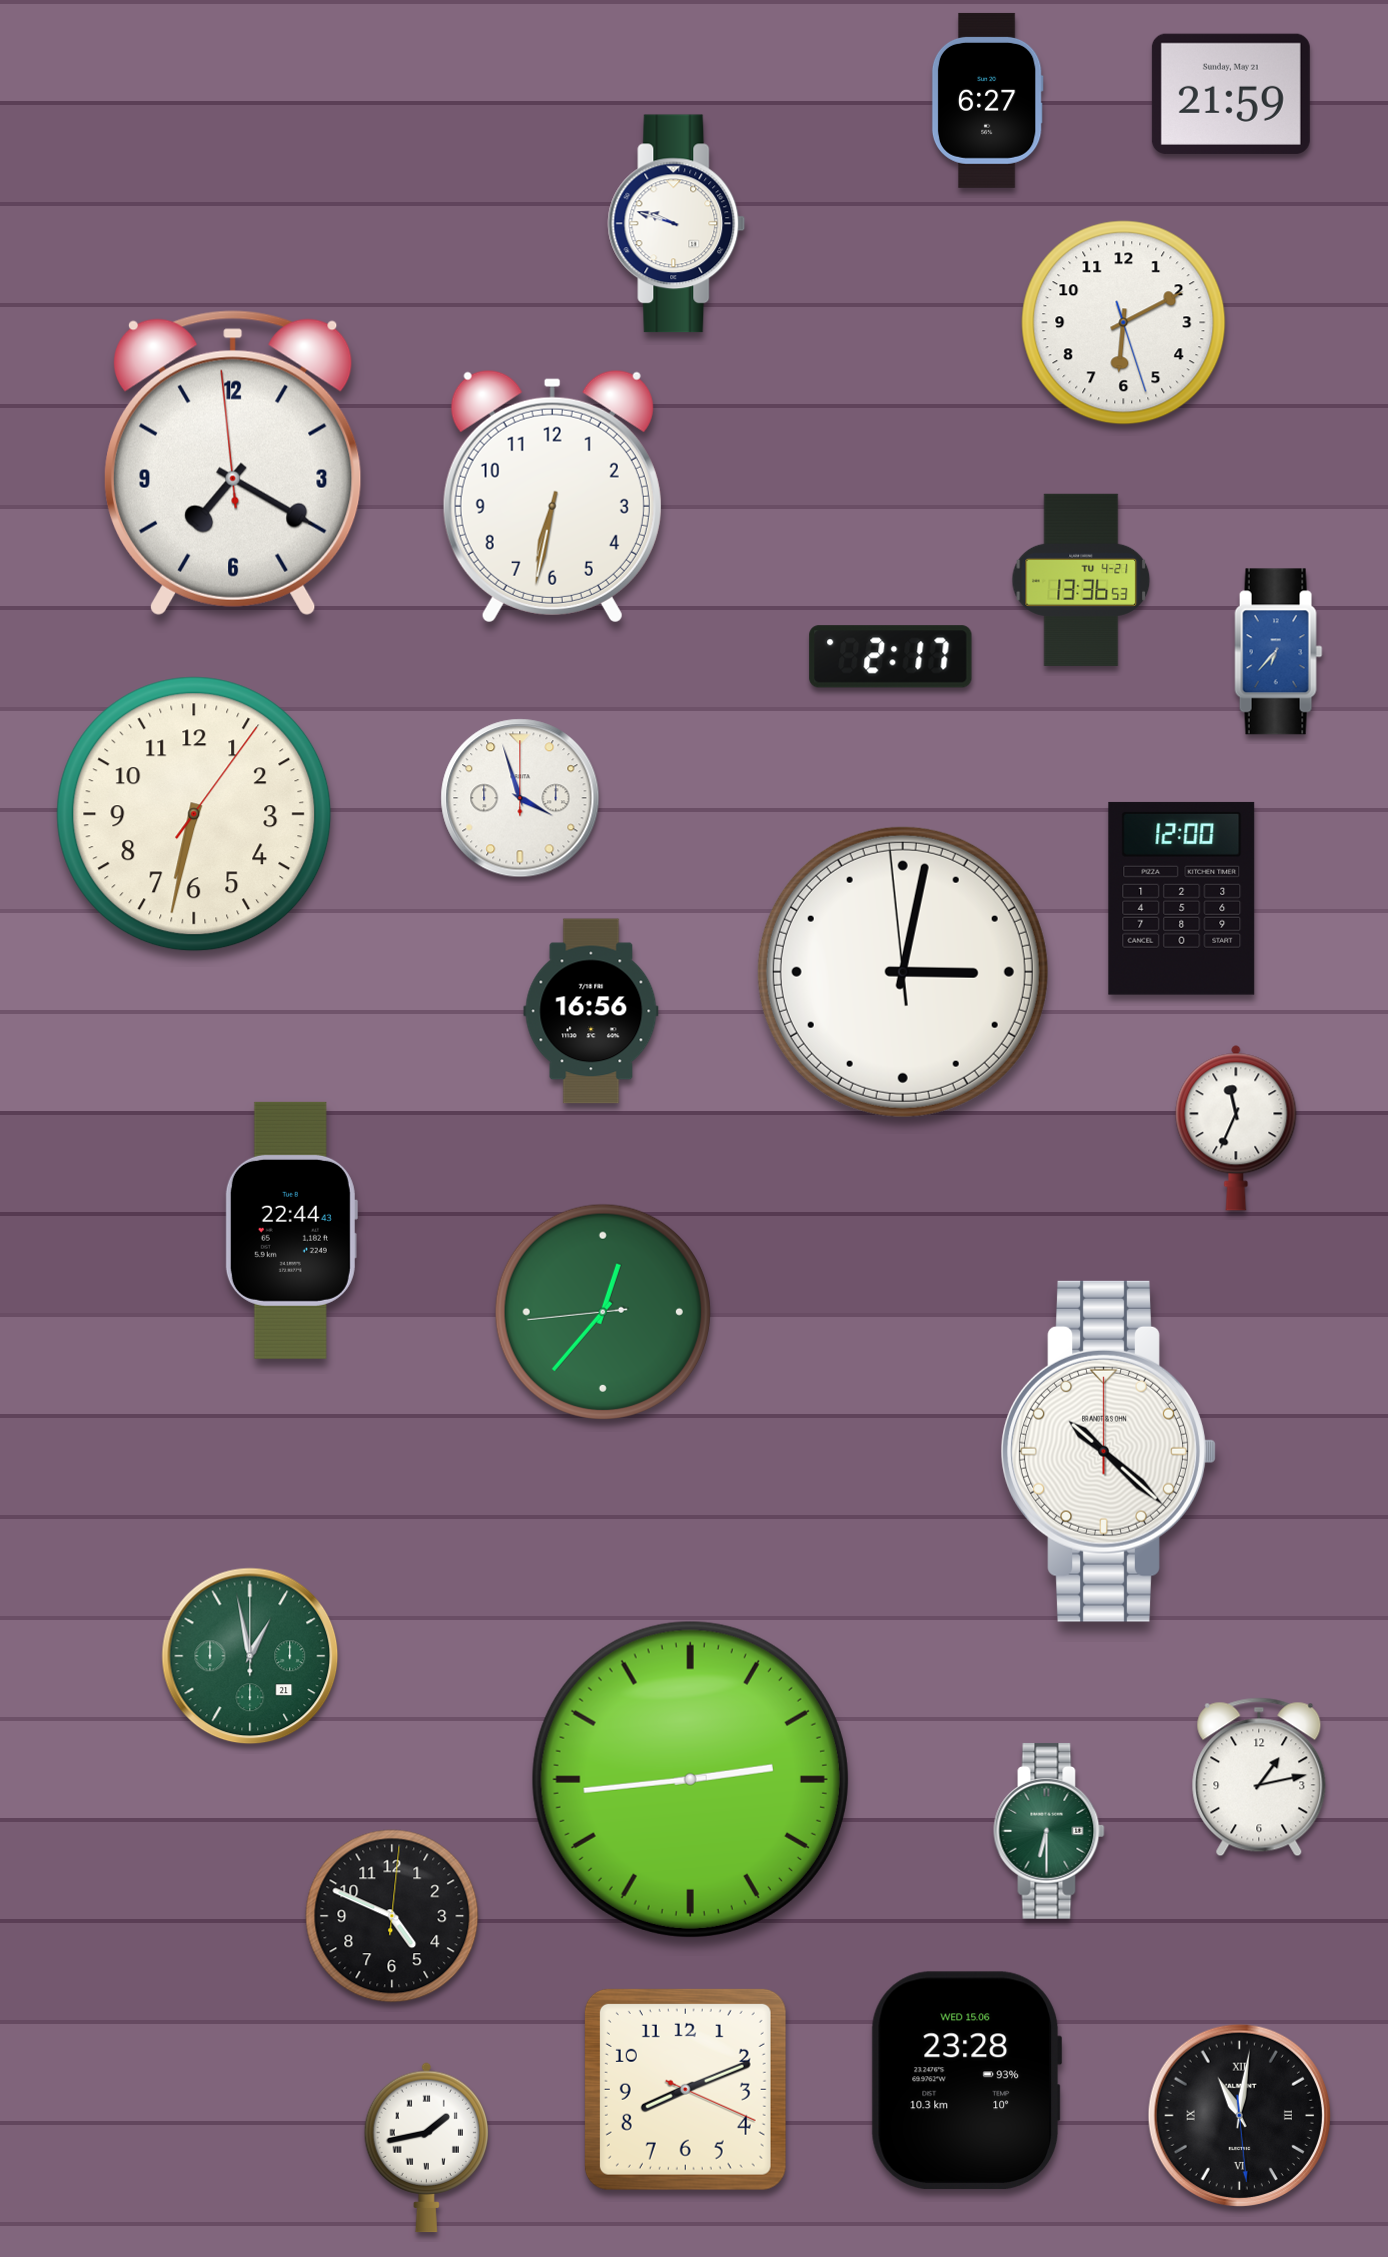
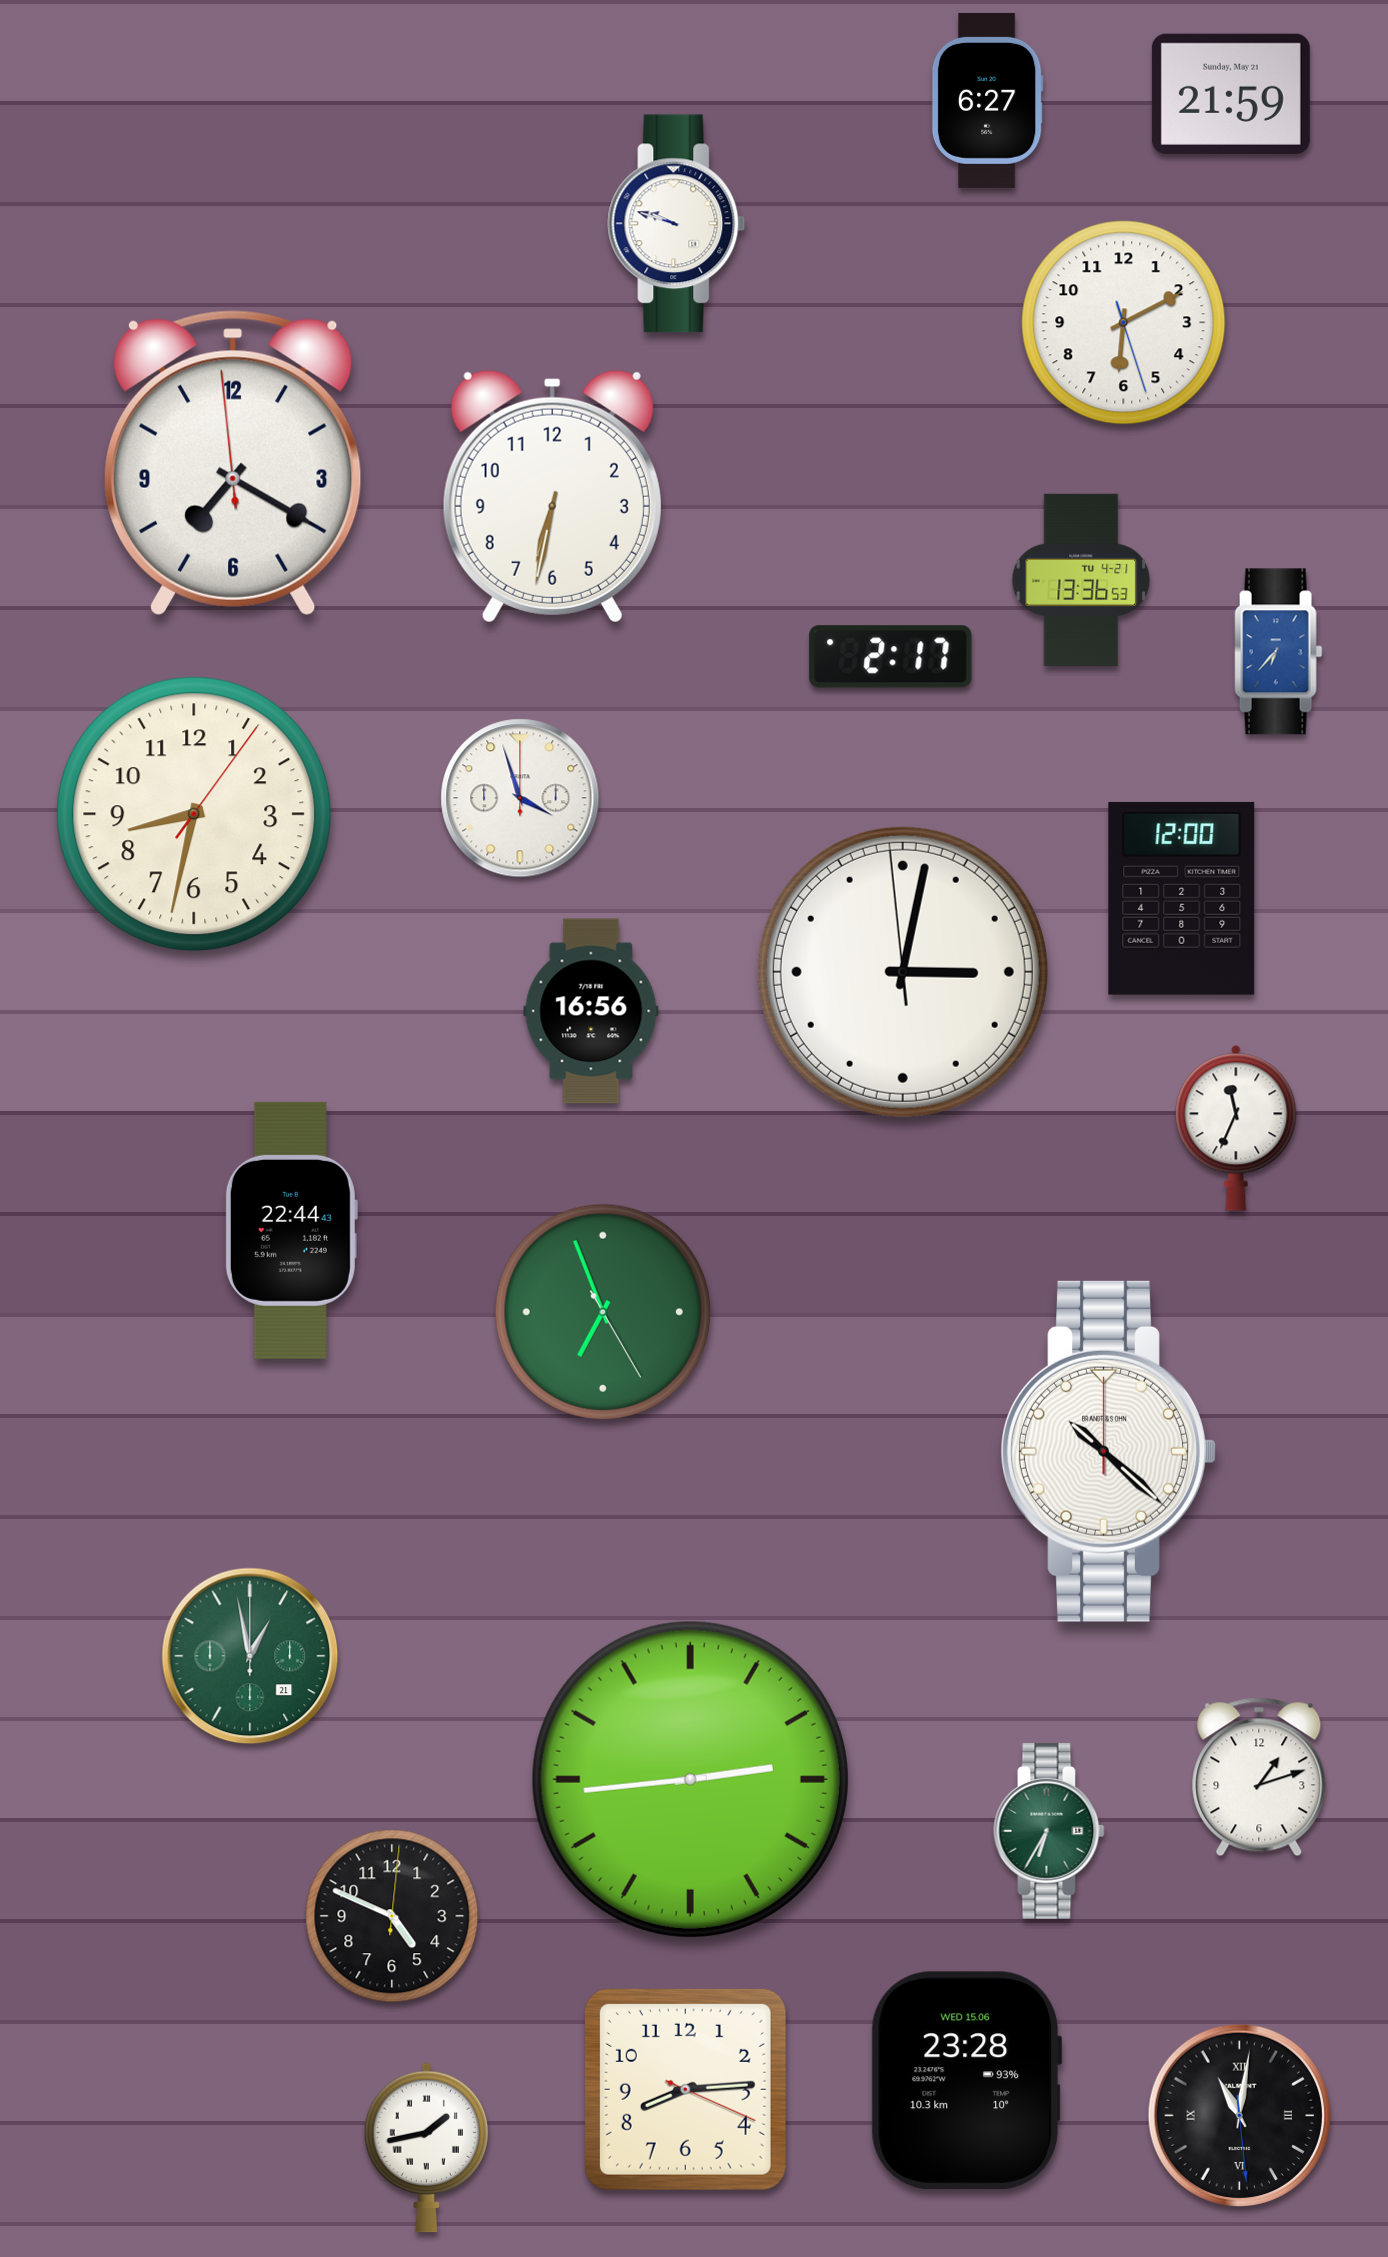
clock at (194, 814): 6:32 -> 8:32
clock at (603, 1312): 12:36 -> 6:56
clock at (1259, 1777): 1:13 -> 1:12
clock at (1049, 1831): 6:30 -> 6:35
clock at (685, 2089): 8:11 -> 8:14
